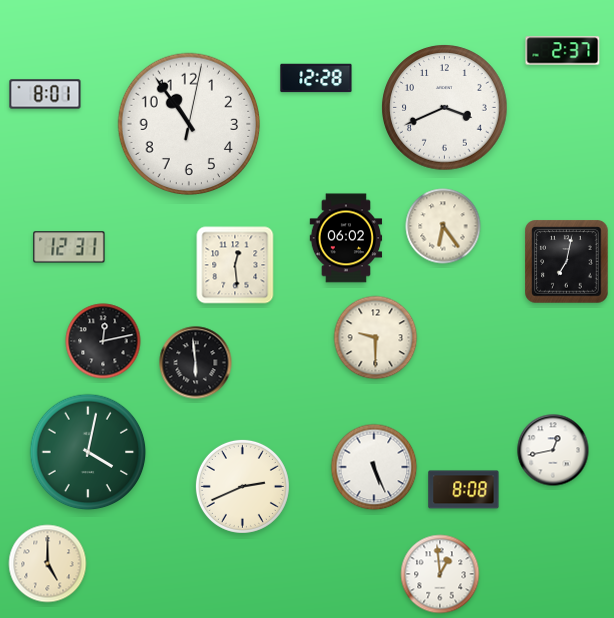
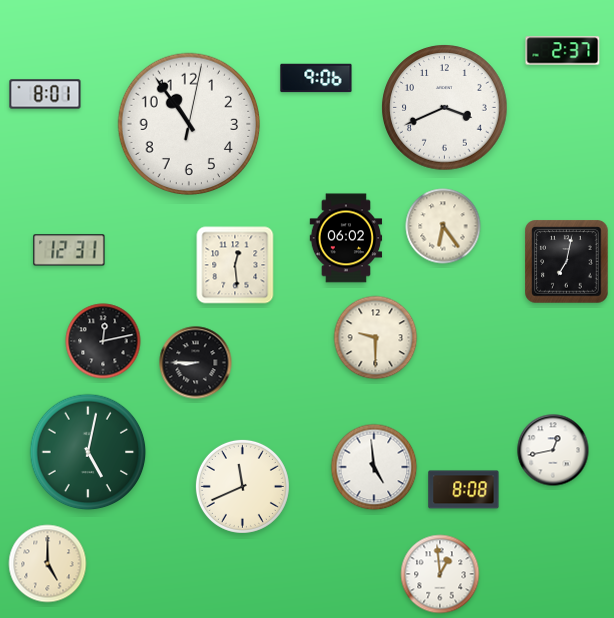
clock at (316, 78): 12:28 -> 9:06
clock at (69, 247) position: (69, 247) -> (69, 250)
clock at (196, 363): 5:59 -> 8:45
clock at (88, 452): 4:02 -> 5:02
clock at (374, 467): 5:26 -> 4:59
clock at (242, 486): 2:41 -> 11:41
